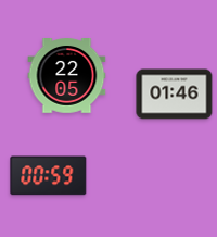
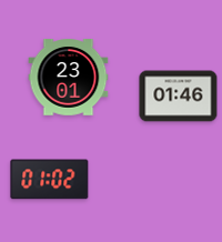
clock at (67, 76): 22:05 -> 23:01
clock at (49, 176): 00:59 -> 01:02
